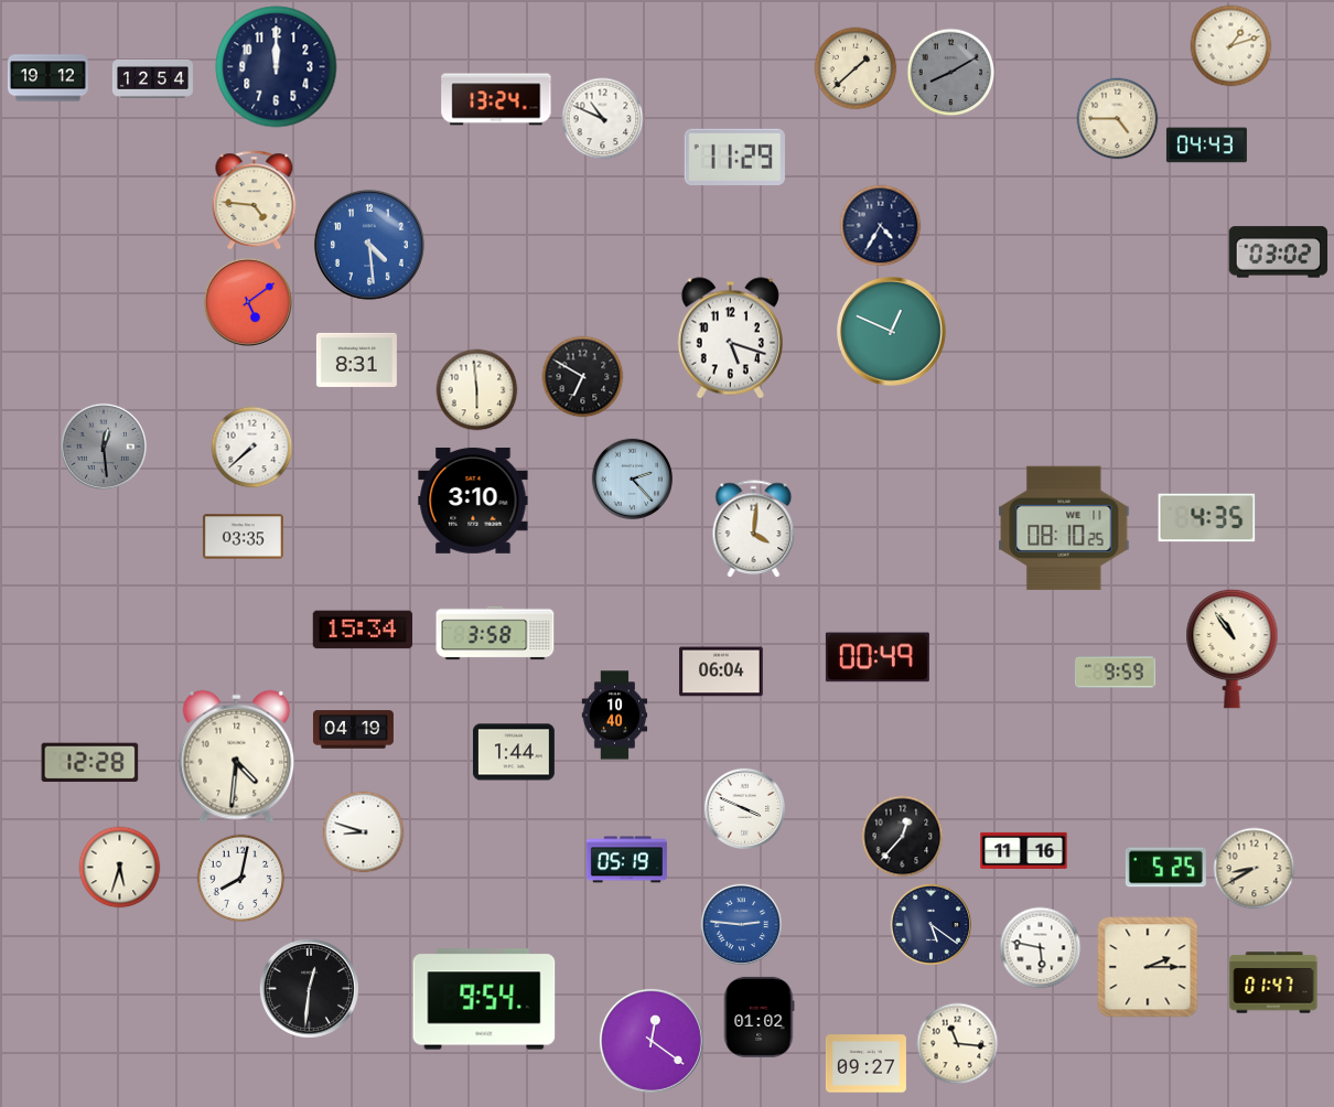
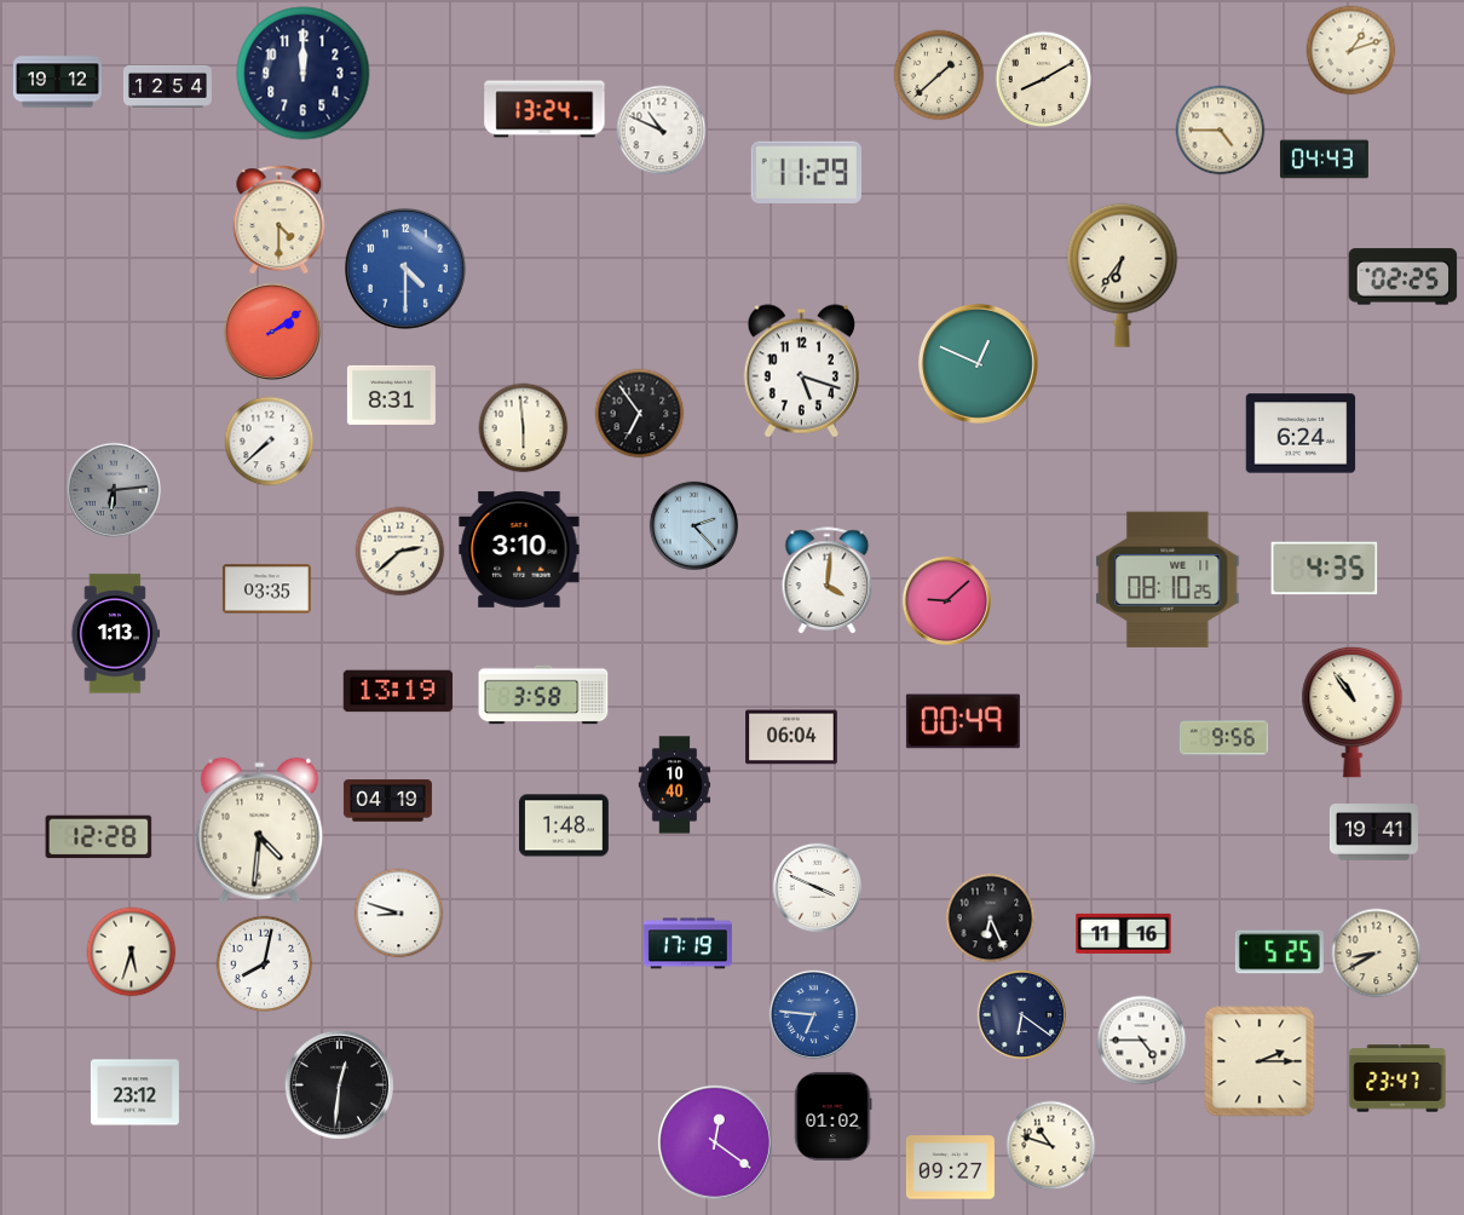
clock at (951, 73) dial: grey -> cream
clock at (47, 78) position: (47, 78) -> (57, 82)
clock at (1118, 119) position: (1118, 119) -> (1221, 131)
clock at (255, 201): 4:46 -> 4:30
clock at (881, 226): 4:35 -> none
clock at (369, 245): 4:29 -> 4:30
clock at (1123, 275): none -> 6:36
clock at (1279, 252): 03:02 -> 02:25
clock at (248, 302): 5:09 -> 2:09
clock at (583, 377): 6:50 -> 6:54
clock at (1301, 433): none -> 6:24
clock at (104, 447): 12:29 -> 6:14
clock at (252, 448) position: (252, 448) -> (270, 442)
clock at (400, 552): none -> 2:38
clock at (946, 600): none -> 9:08
clock at (116, 634): none -> 1:13
clock at (363, 630): 15:34 -> 13:19
clock at (1115, 673): 9:59 -> 9:56
clock at (514, 752): 1:44 -> 1:48
clock at (1373, 833): none -> 19:41
clock at (903, 837): 12:37 -> 6:26
clock at (626, 860): 05:19 -> 17:19
clock at (741, 924): 2:46 -> 6:46
clock at (930, 924): 5:21 -> 6:21
clock at (1041, 948): 5:47 -> 4:45
clock at (1273, 982): 01:47 -> 23:47
clock at (134, 1093): none -> 23:12
clock at (484, 999): 9:54 -> none
clock at (958, 1044): 11:16 -> 10:48
